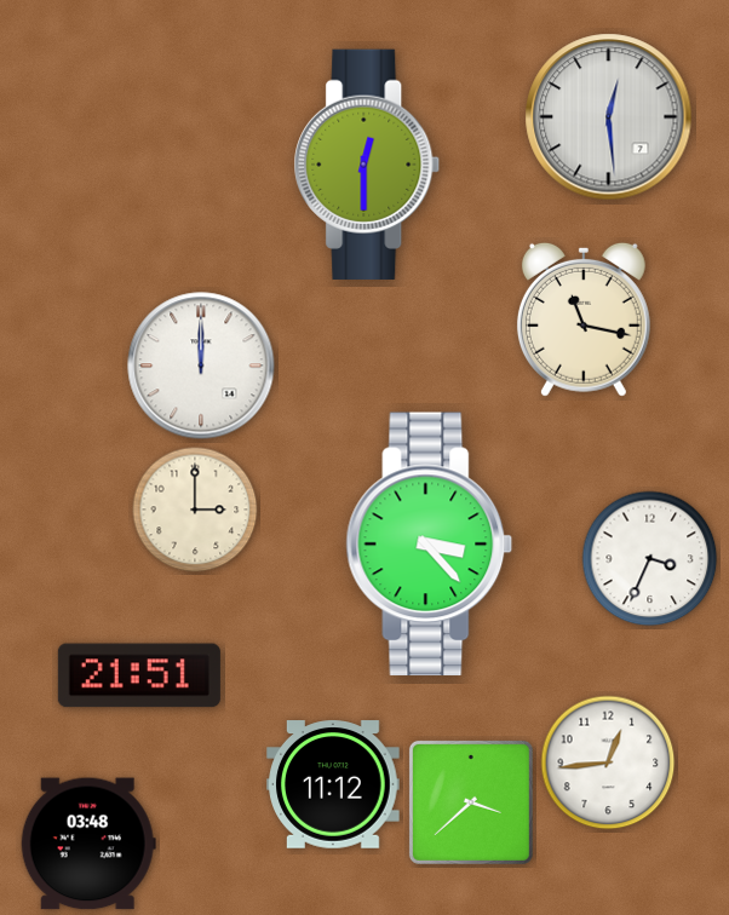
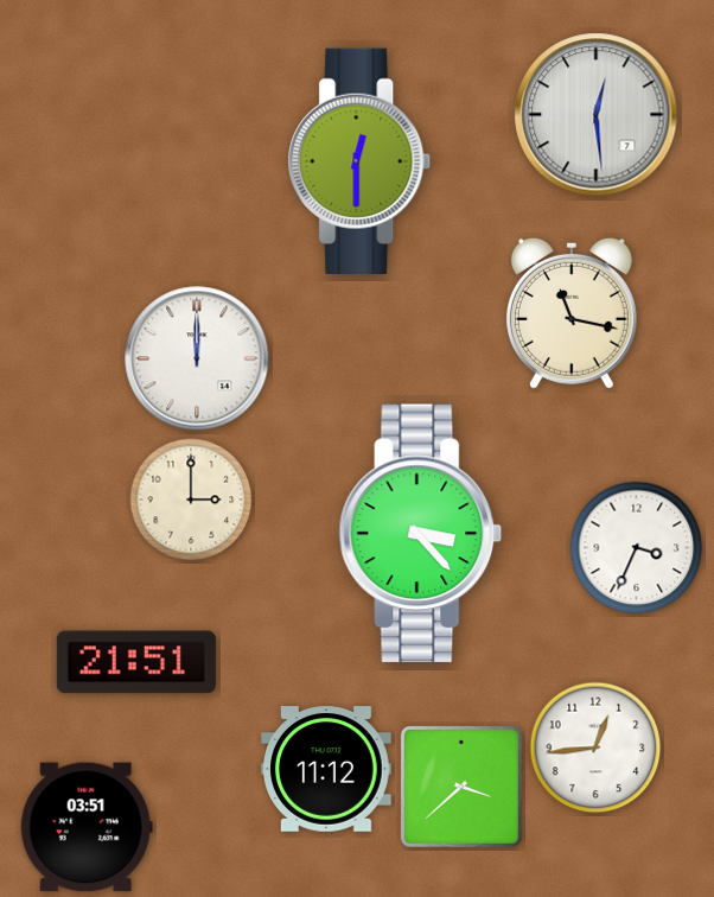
clock at (88, 844): 03:48 -> 03:51
